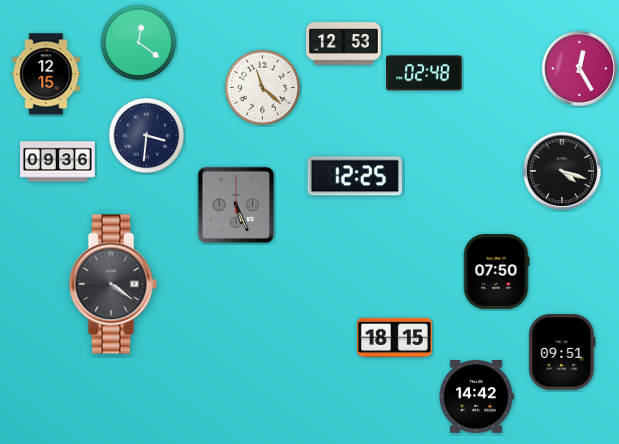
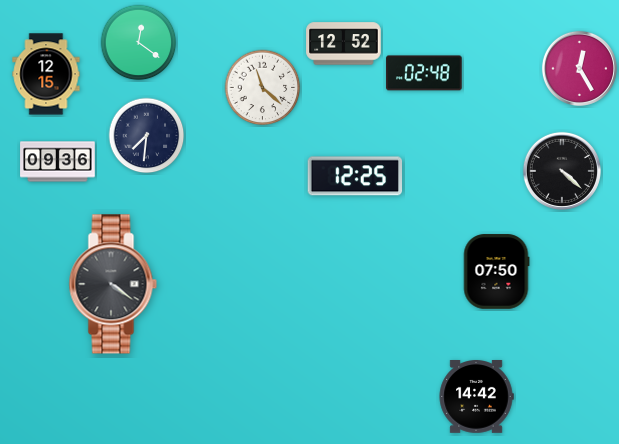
clock at (344, 44): 12:53 -> 12:52
clock at (147, 136): 3:31 -> 7:31
clock at (562, 171): 4:18 -> 4:22
clock at (236, 205): 5:26 -> none
clock at (395, 338): 18:15 -> none
clock at (562, 352): 09:51 -> none
